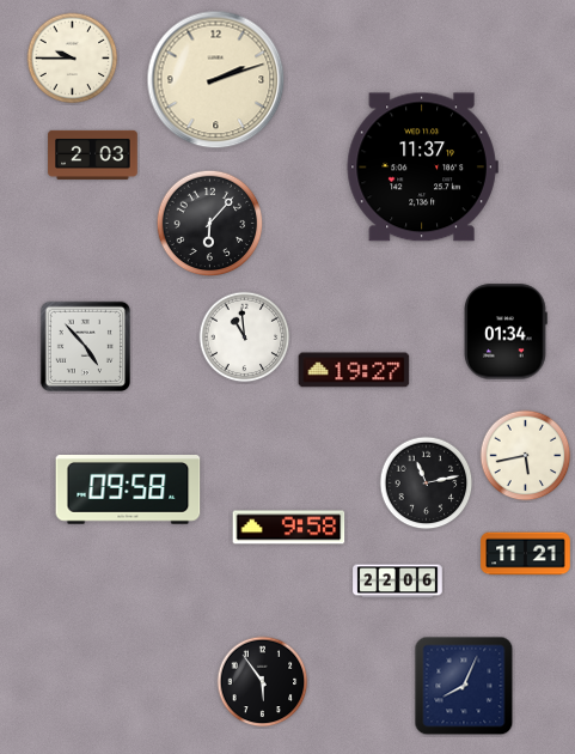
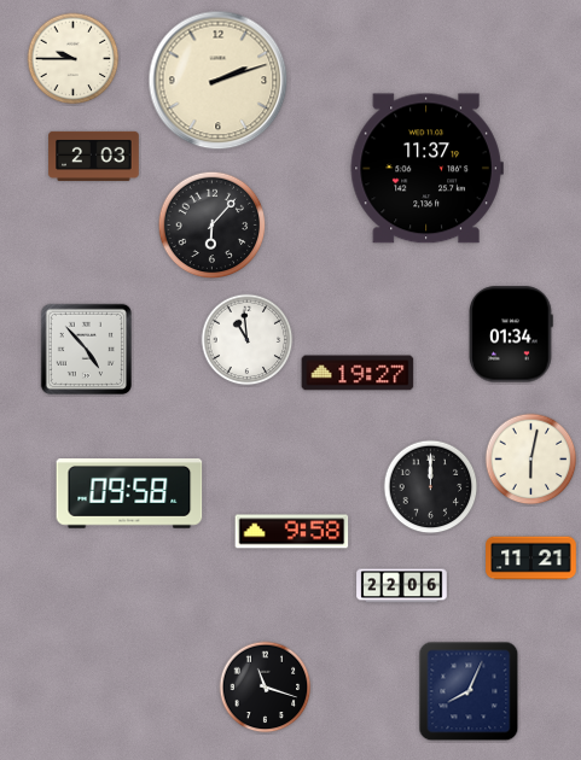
clock at (526, 456): 5:43 -> 6:02
clock at (427, 484): 11:13 -> 12:00
clock at (263, 682): 5:54 -> 11:18
